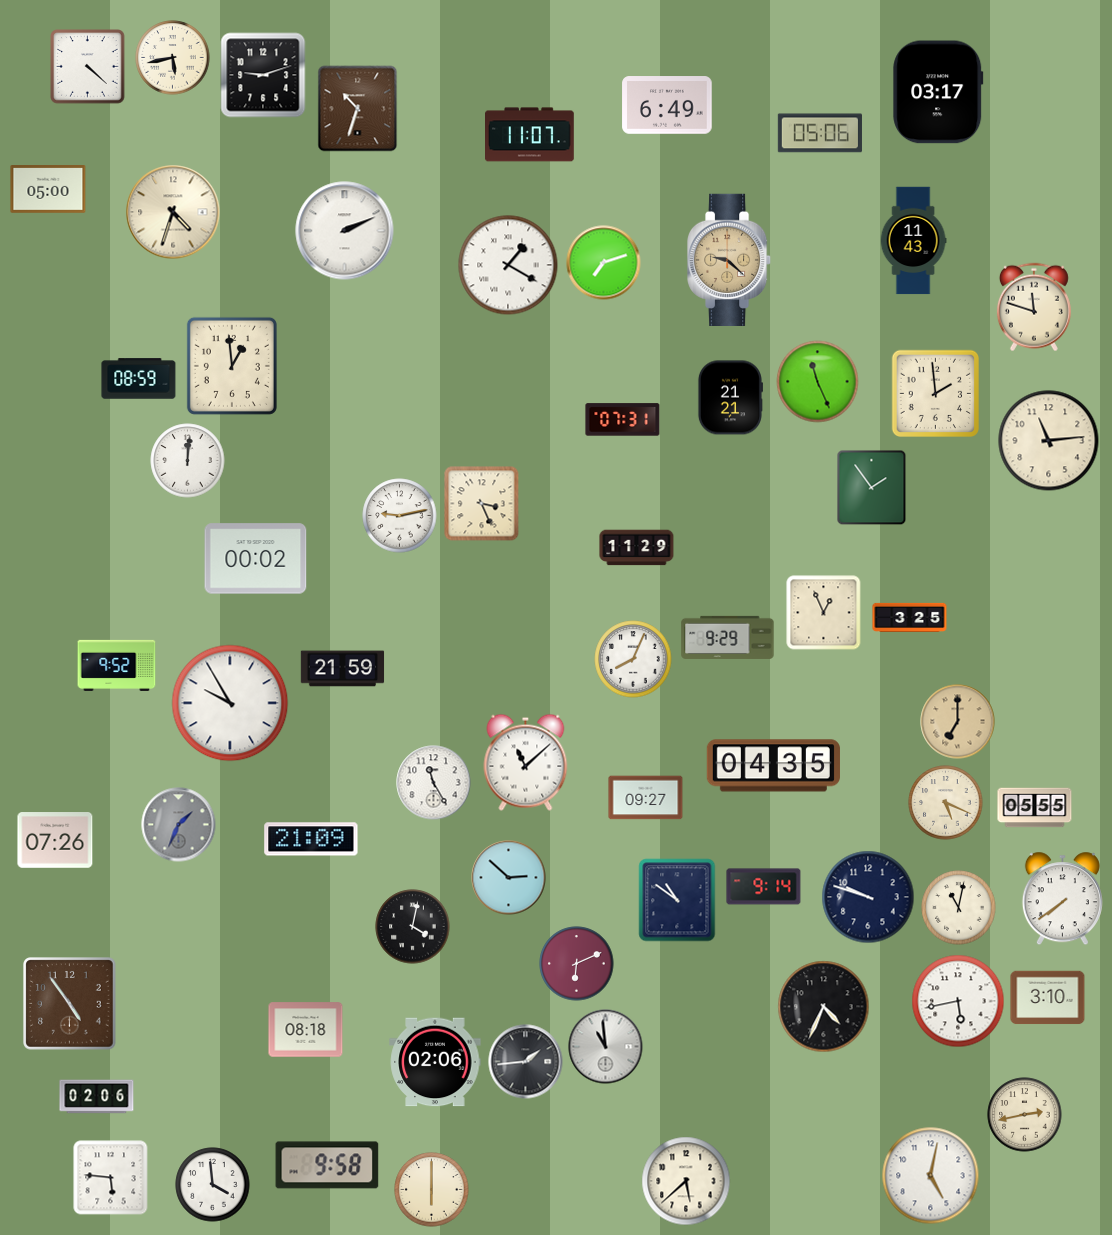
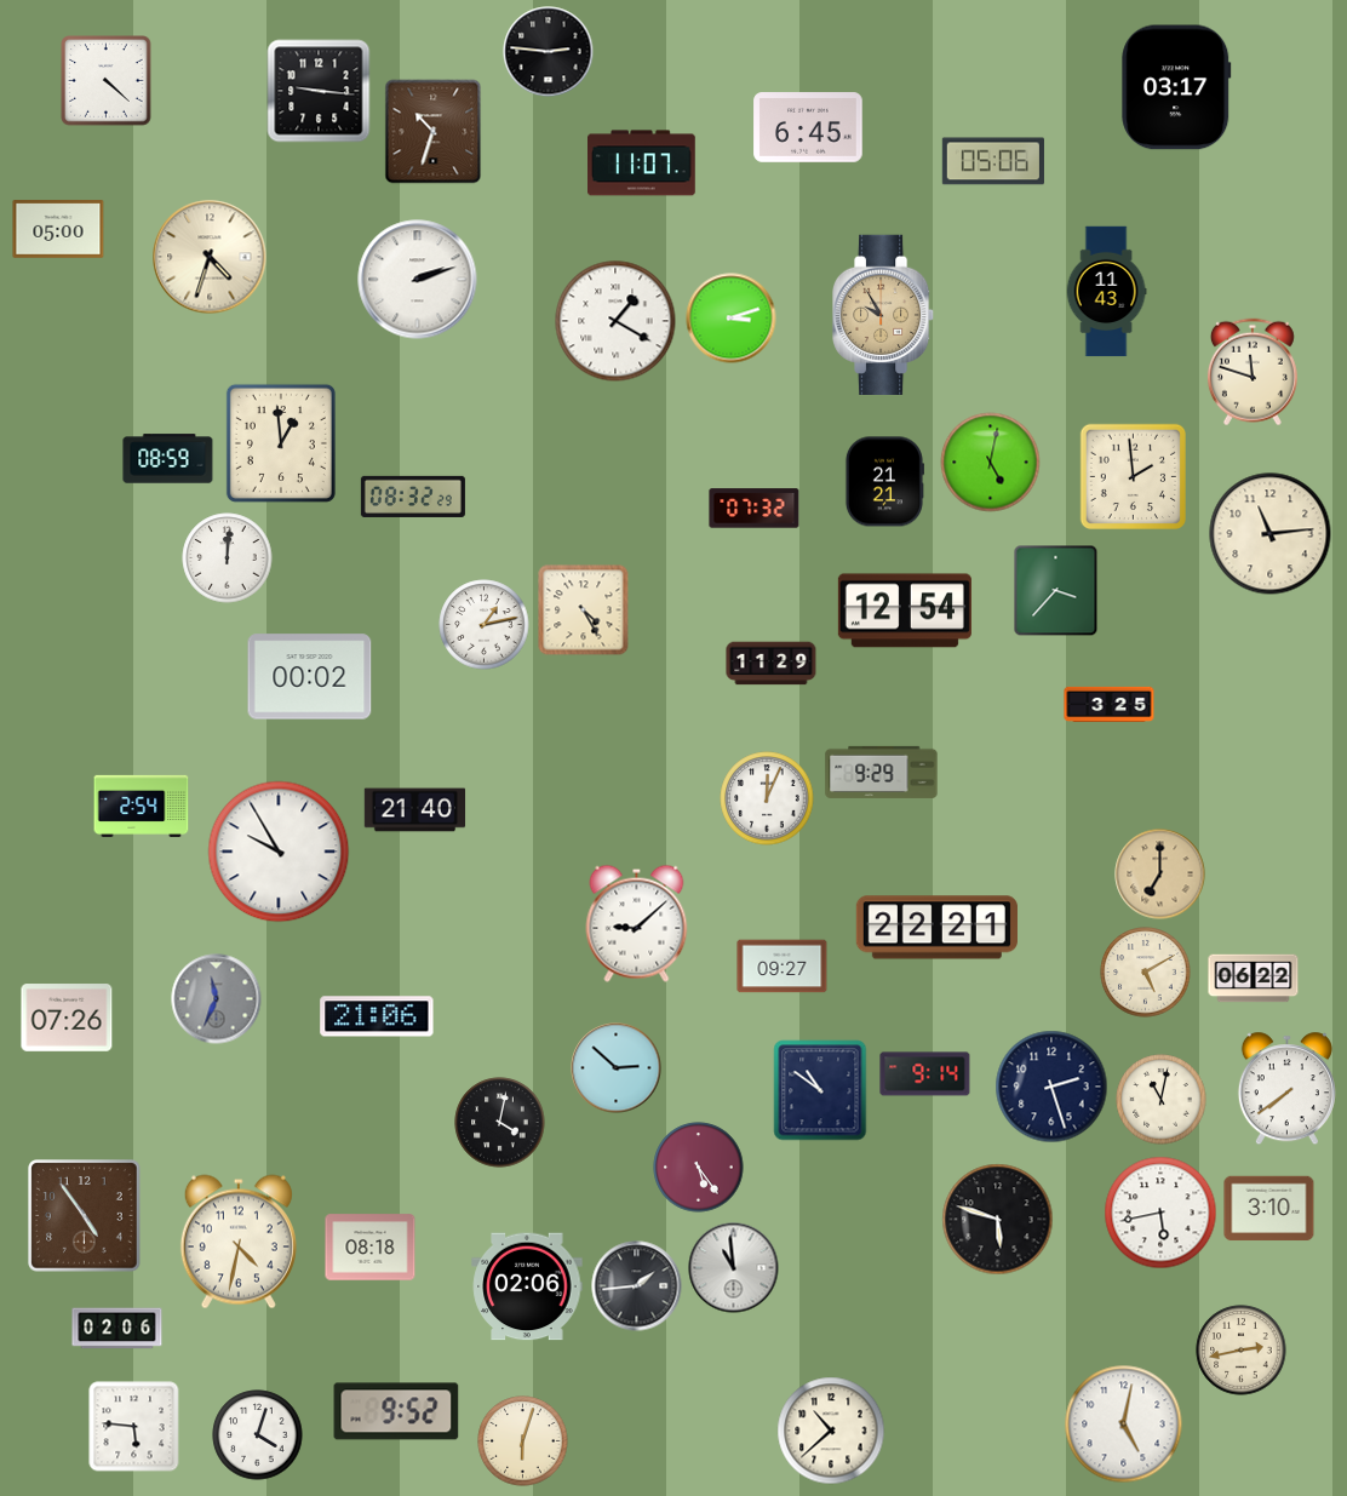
clock at (549, 52): none -> 2:46
clock at (173, 58): 5:43 -> none
clock at (263, 75): 9:12 -> 9:16
clock at (938, 92) position: (938, 92) -> (1176, 87)
clock at (667, 105): 6:49 -> 6:45
clock at (345, 231): 2:11 -> 2:12
clock at (730, 259): 9:22 -> 9:55
clock at (604, 263): 7:12 -> 3:12
clock at (818, 382): 11:26 -> 5:02
clock at (413, 497): none -> 08:32
clock at (623, 420): 07:31 -> 07:32
clock at (872, 488): 1:54 -> 3:37
clock at (482, 504): 3:26 -> 4:25
clock at (905, 611): none -> 12:54
clock at (400, 516): 9:13 -> 1:13
clock at (824, 613): 12:56 -> none
clock at (910, 617) position: (910, 617) -> (1110, 704)
clock at (633, 659): 8:04 -> 12:04
clock at (117, 665): 9:52 -> 2:54
clock at (343, 669): 21:59 -> 21:40
clock at (526, 762): 11:08 -> 9:08
clock at (773, 766): 04:35 -> 22:21
clock at (434, 783): 11:25 -> none
clock at (946, 803): 5:19 -> 5:10
clock at (1035, 808): 05:55 -> 06:22
clock at (179, 825): 1:34 -> 11:34
clock at (311, 839): 21:09 -> 21:06
clock at (509, 878) position: (509, 878) -> (617, 1068)
clock at (868, 897): 9:48 -> 2:27
clock at (577, 964): 6:11 -> 5:24
clock at (824, 1007): 4:34 -> 5:48
clock at (239, 1242): none -> 4:32
clock at (327, 1165): 9:58 -> 9:52
clock at (931, 1176) position: (931, 1176) -> (1124, 1425)
clock at (686, 1181): 5:38 -> 10:38
clock at (213, 1185): 3:59 -> 4:03
clock at (432, 1190): 6:00 -> 6:03
